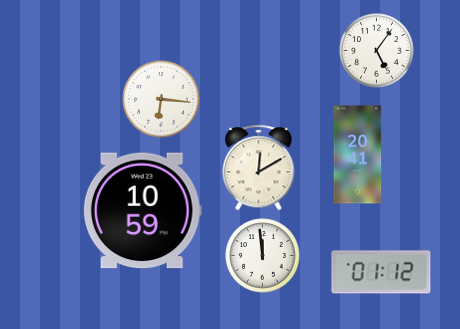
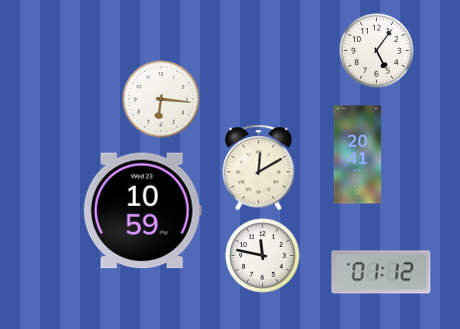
clock at (263, 256): 11:59 -> 11:47
